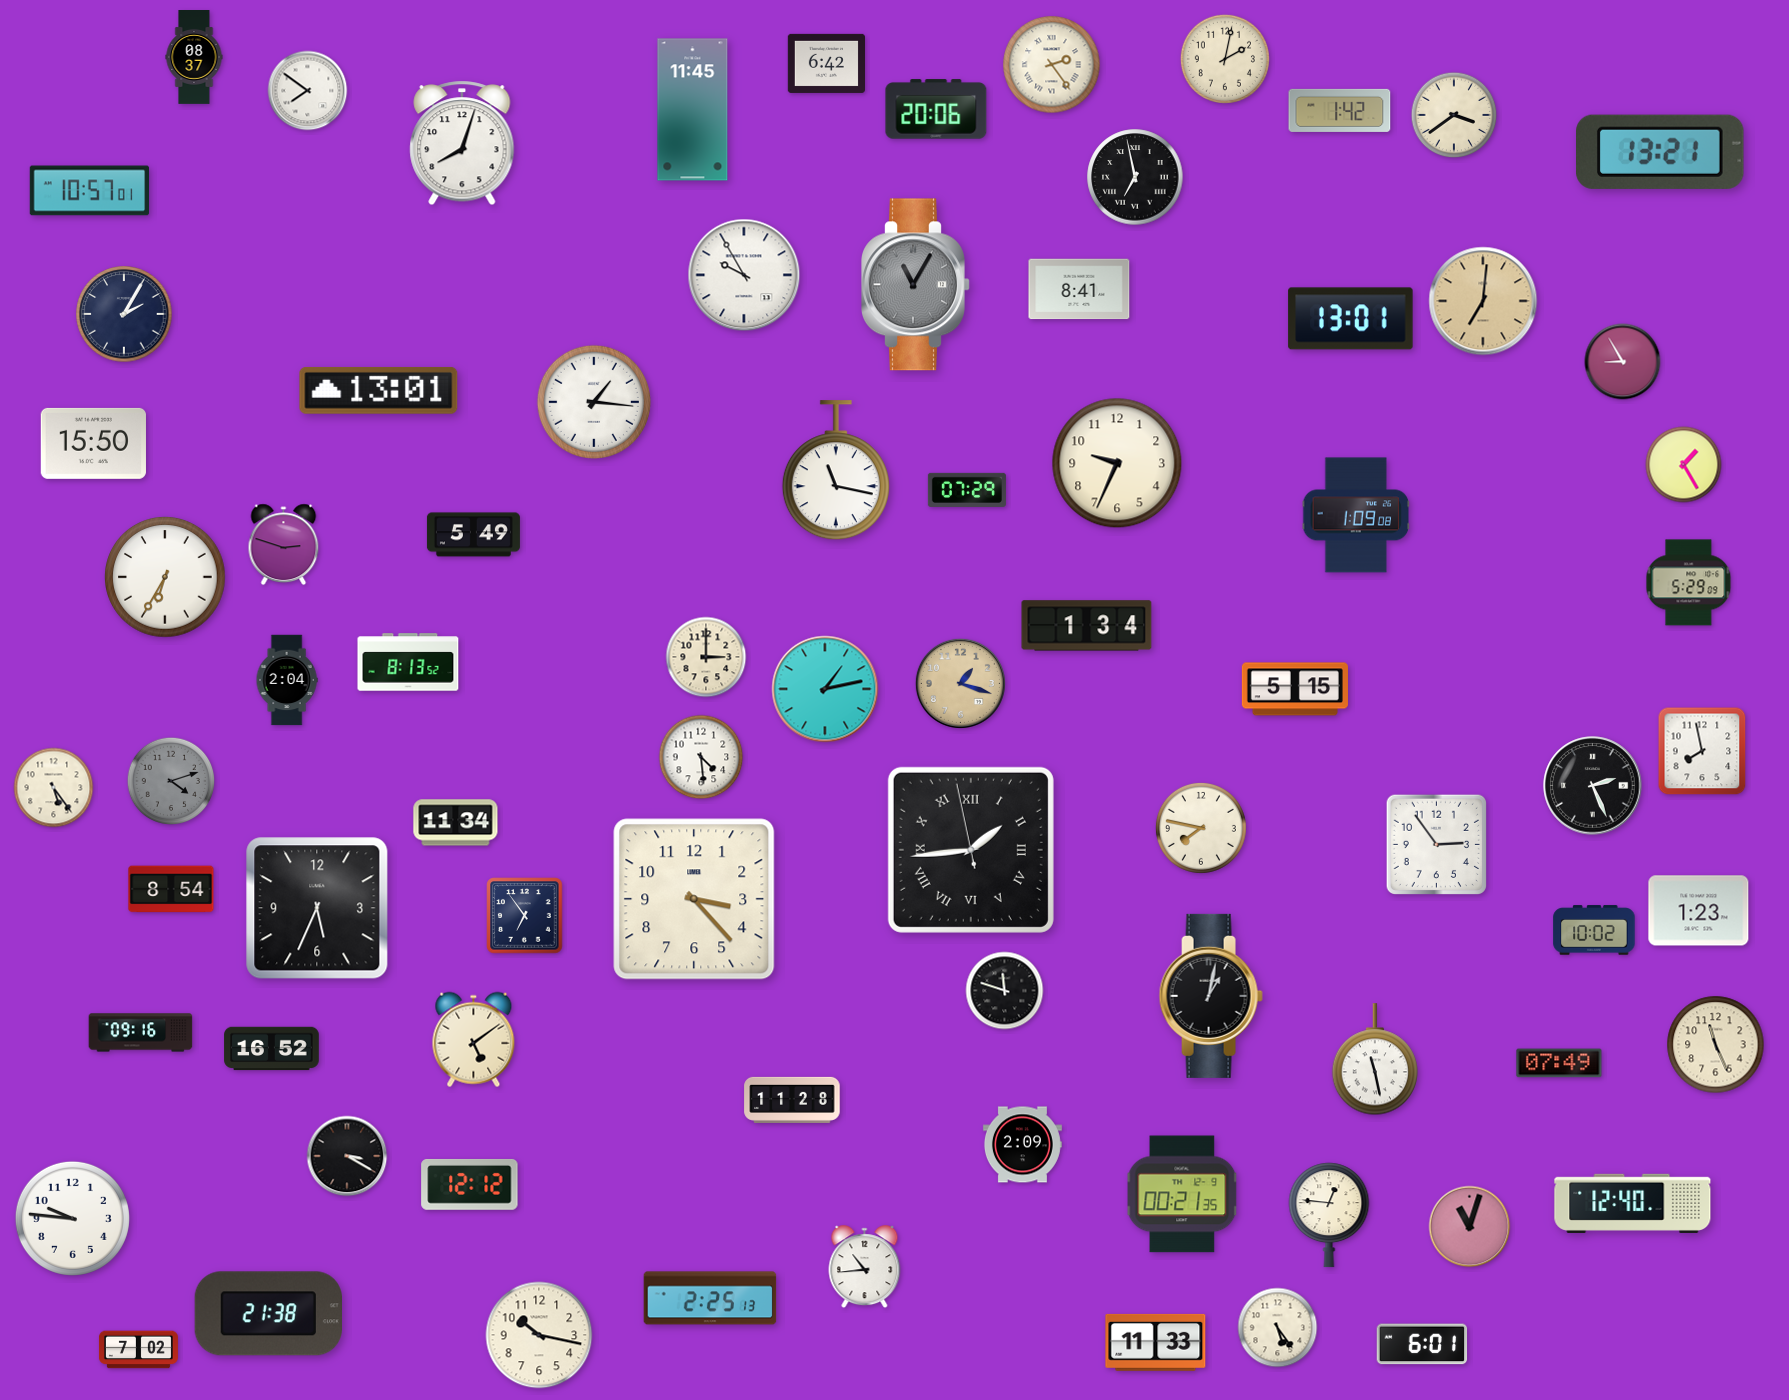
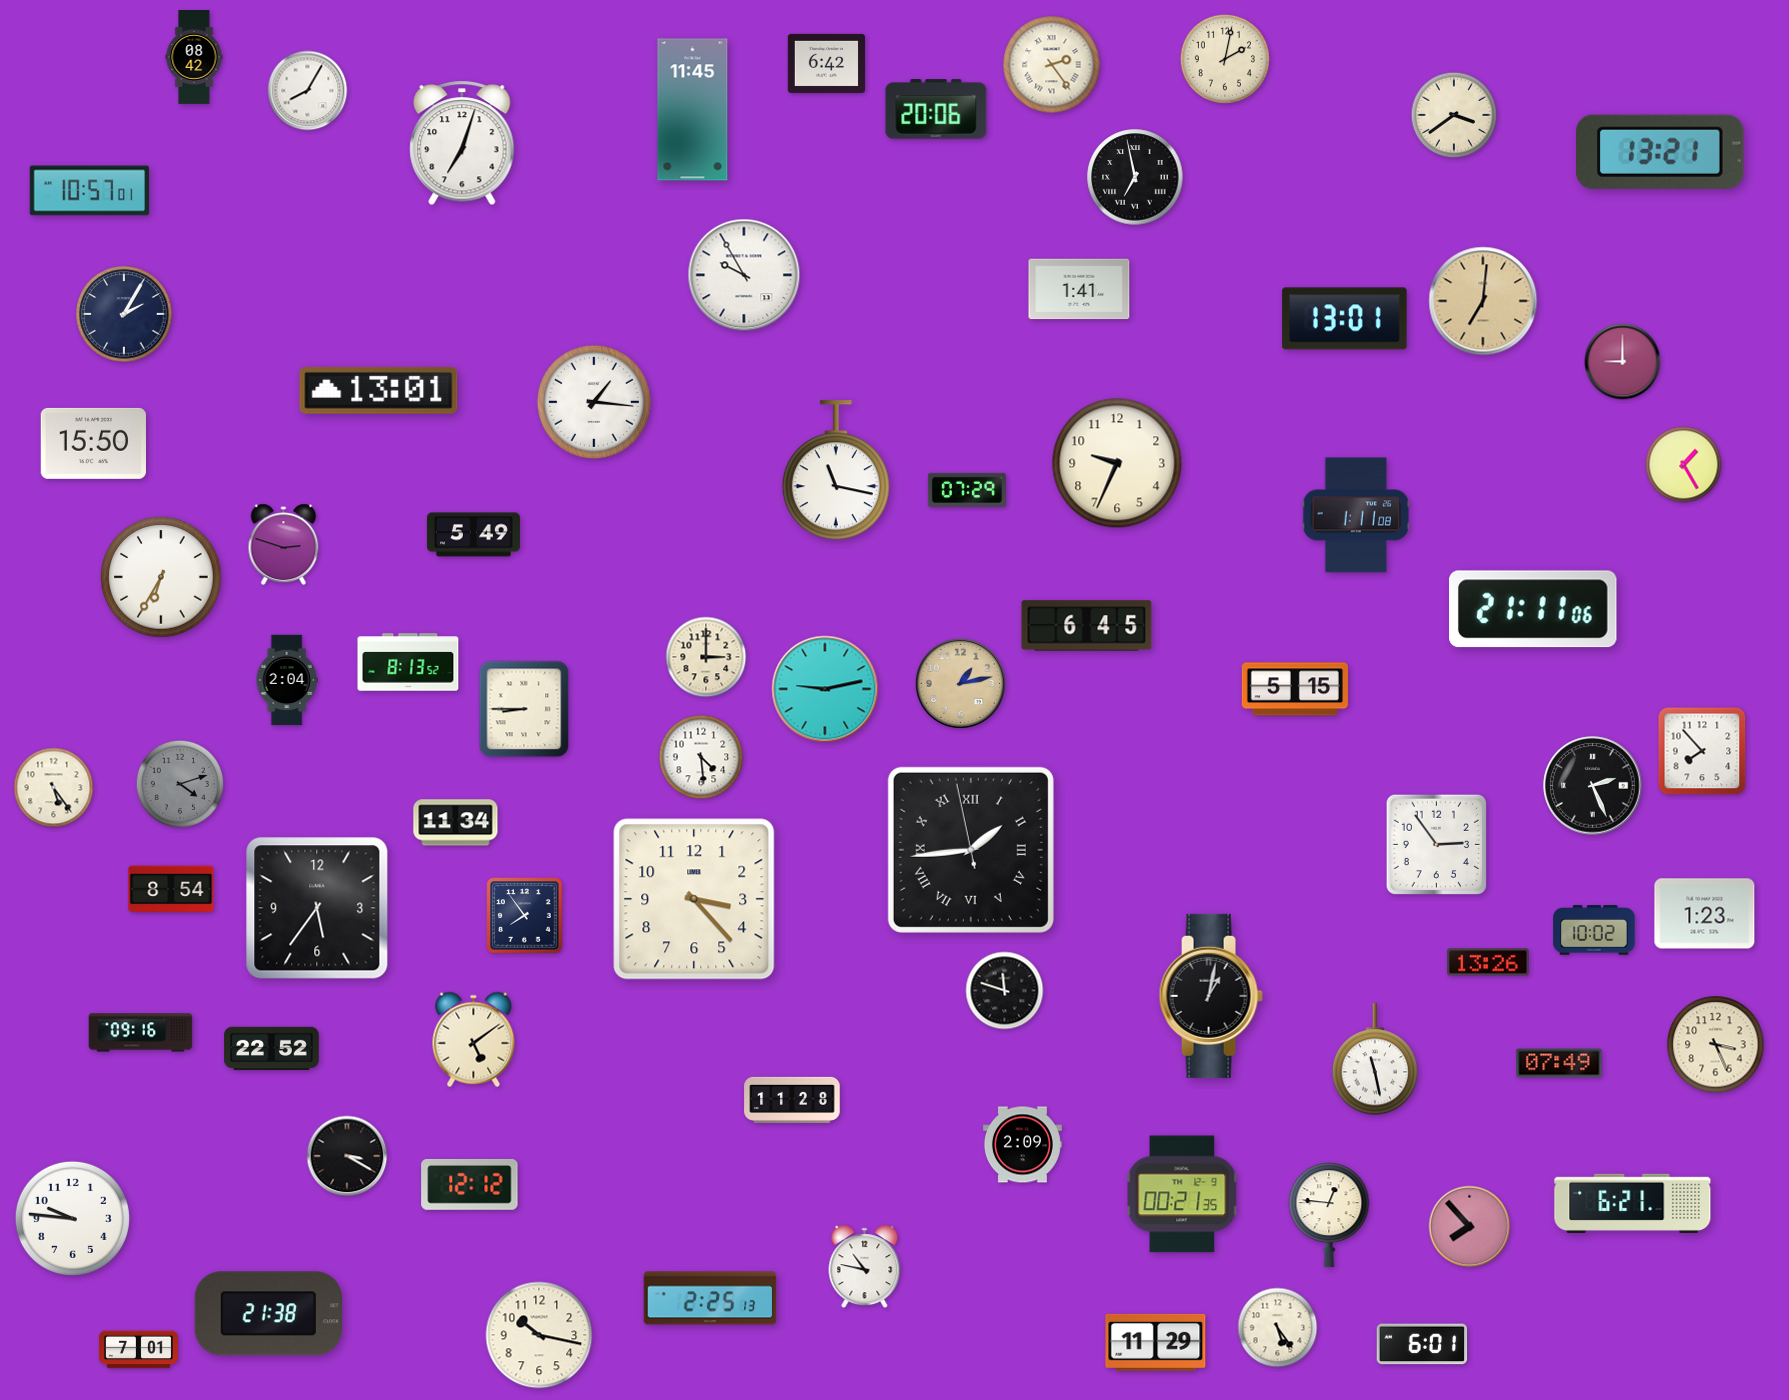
clock at (194, 57): 08:37 -> 08:42
clock at (308, 91): 7:51 -> 8:05
clock at (1340, 110): 1:42 -> none
clock at (462, 143): 8:03 -> 7:03
clock at (916, 285): 11:05 -> none
clock at (1079, 289): 8:41 -> 1:41
clock at (1351, 319) position: (1351, 319) -> (1345, 319)
clock at (1623, 362): 8:55 -> 9:00
clock at (1355, 515): 1:09 -> 1:11
clock at (165, 577) position: (165, 577) -> (161, 577)
clock at (1689, 583): 5:29 -> none
clock at (1534, 609): none -> 21:11
clock at (1087, 626): 1:34 -> 6:45
clock at (960, 683): 1:18 -> 1:13
clock at (825, 689): 1:13 -> 9:13
clock at (524, 709): none -> 8:45
clock at (1702, 751): 7:58 -> 7:53
clock at (171, 781) position: (171, 781) -> (180, 784)
clock at (1201, 828): 7:47 -> none
clock at (317, 908): 5:34 -> 5:36
clock at (1699, 911) position: (1699, 911) -> (1705, 914)
clock at (525, 916): 6:54 -> 7:54
clock at (1488, 962): none -> 13:26
clock at (1716, 1045): 11:26 -> 3:26
clock at (272, 1049): 16:52 -> 22:52
clock at (1633, 1203): 12:40 -> 6:21
clock at (1470, 1227): 11:03 -> 7:53
clock at (865, 1267): 10:44 -> 10:47
clock at (1156, 1342): 11:33 -> 11:29
clock at (138, 1350): 7:02 -> 7:01
